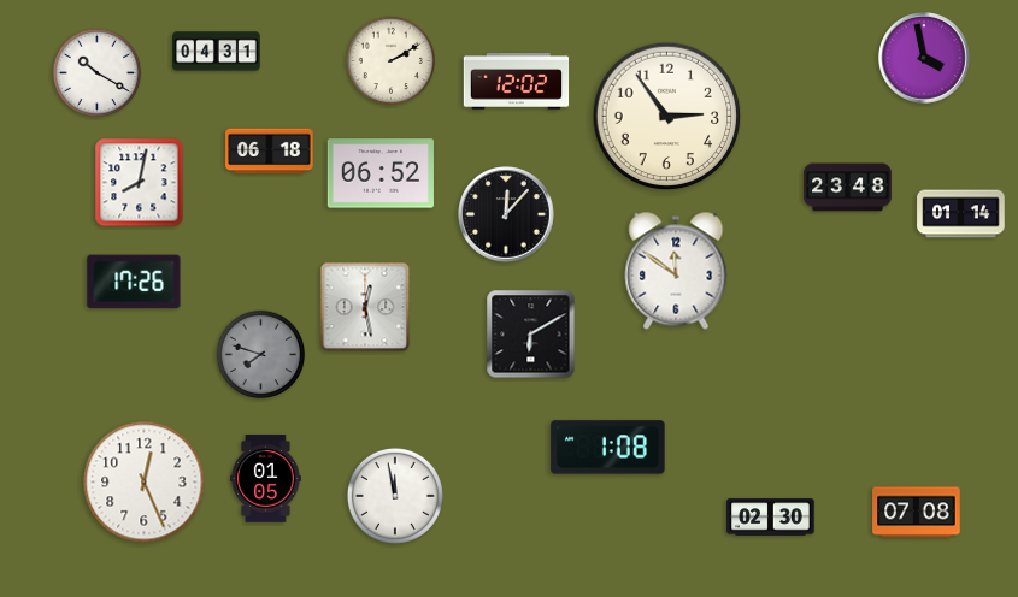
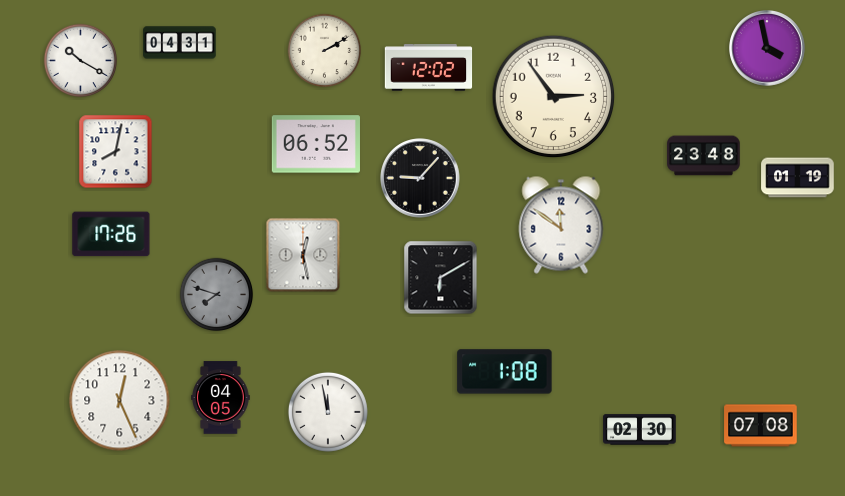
clock at (270, 152): 06:18 -> none
clock at (506, 214): 12:07 -> 9:07
clock at (961, 214): 01:14 -> 01:19
clock at (266, 479): 01:05 -> 04:05
